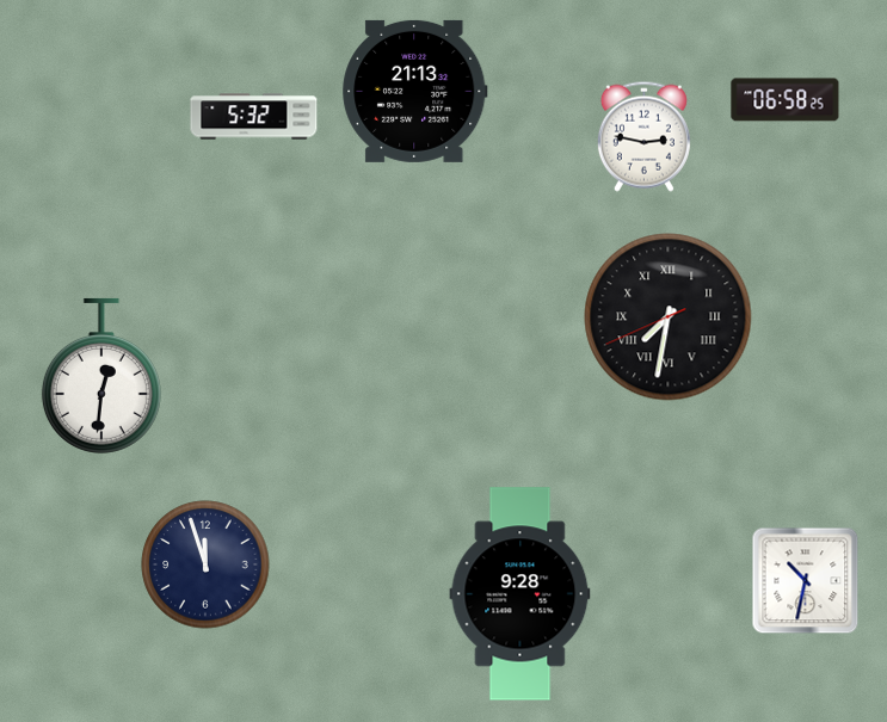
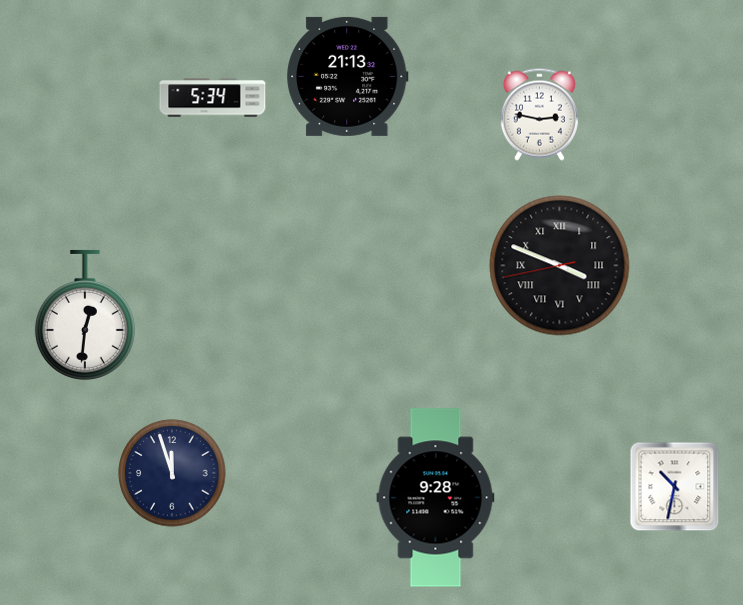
clock at (786, 100): 06:58 -> none
clock at (254, 117): 5:32 -> 5:34
clock at (669, 317): 7:31 -> 3:48
